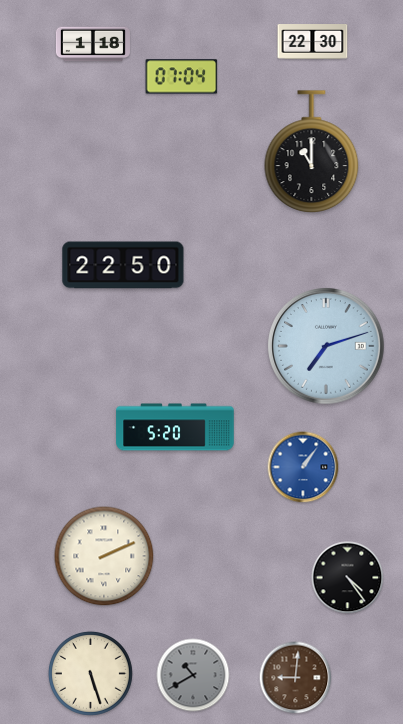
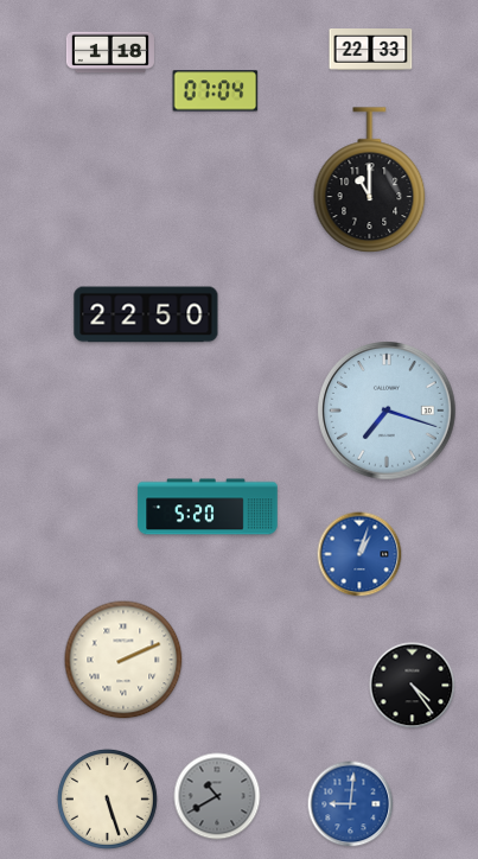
clock at (313, 42): 22:30 -> 22:33
clock at (327, 347): 7:12 -> 7:18
clock at (303, 467): 1:06 -> 1:03
clock at (193, 675) position: (193, 675) -> (217, 796)
clock at (296, 678) dial: brown -> blue
